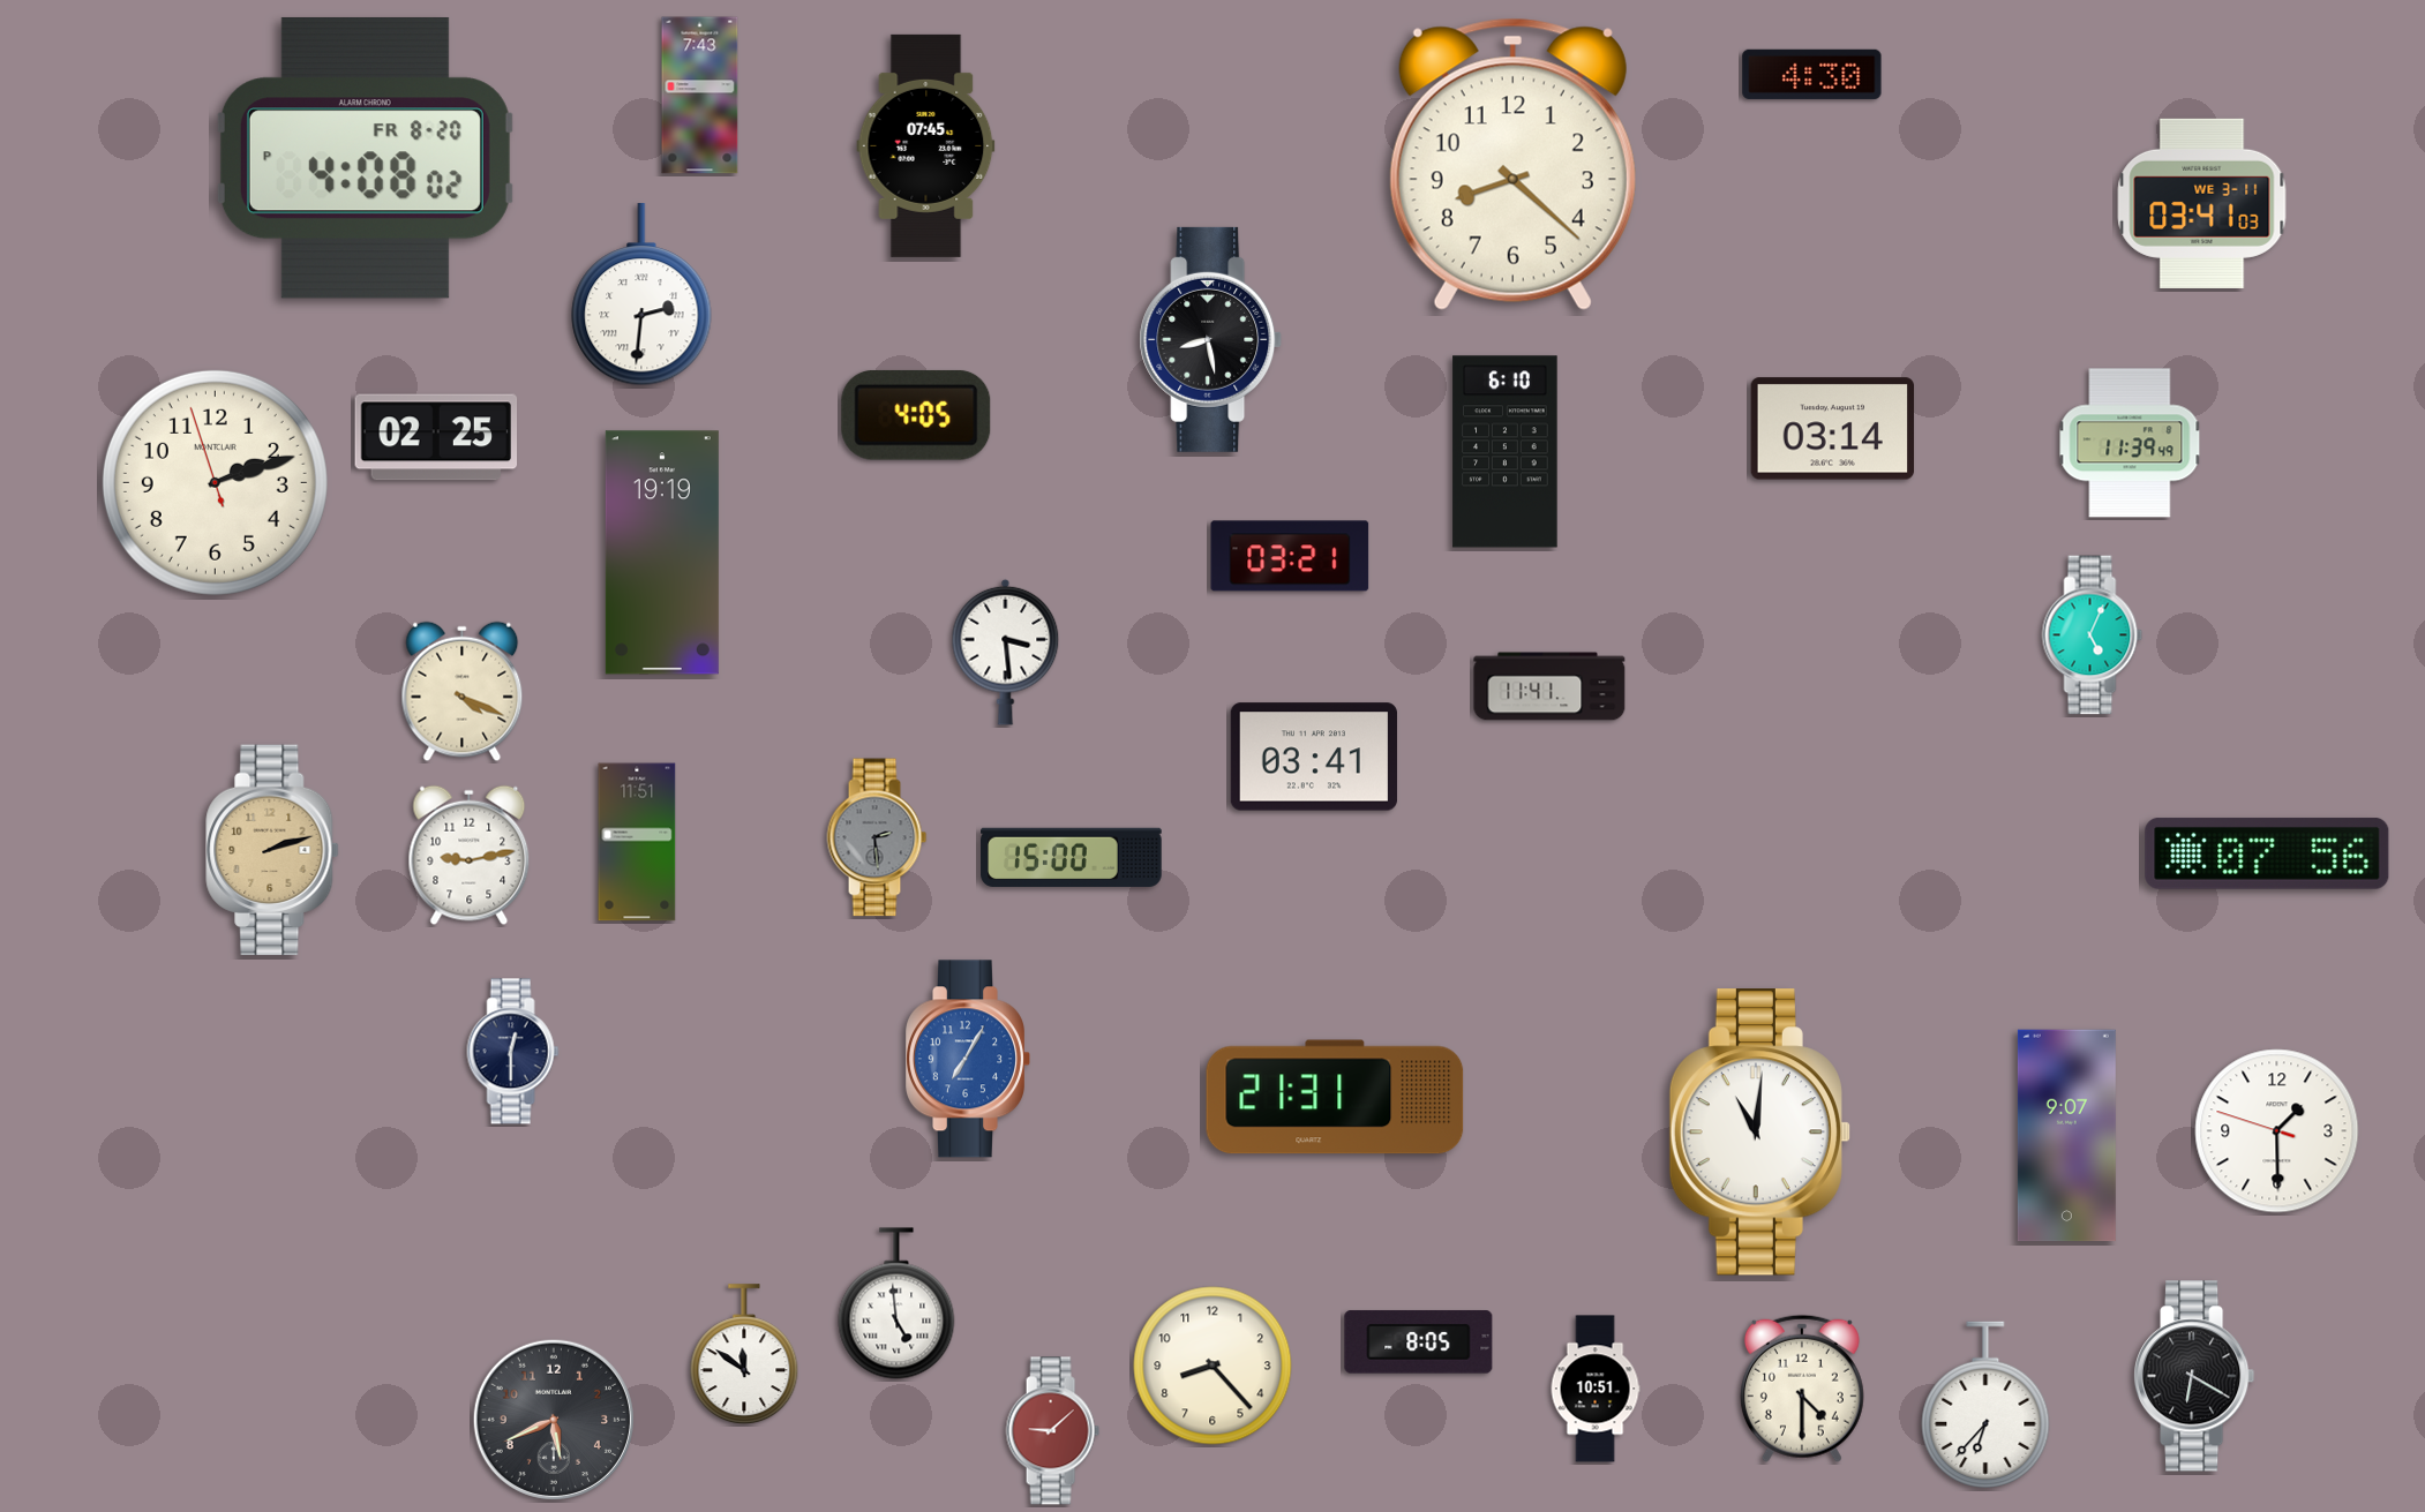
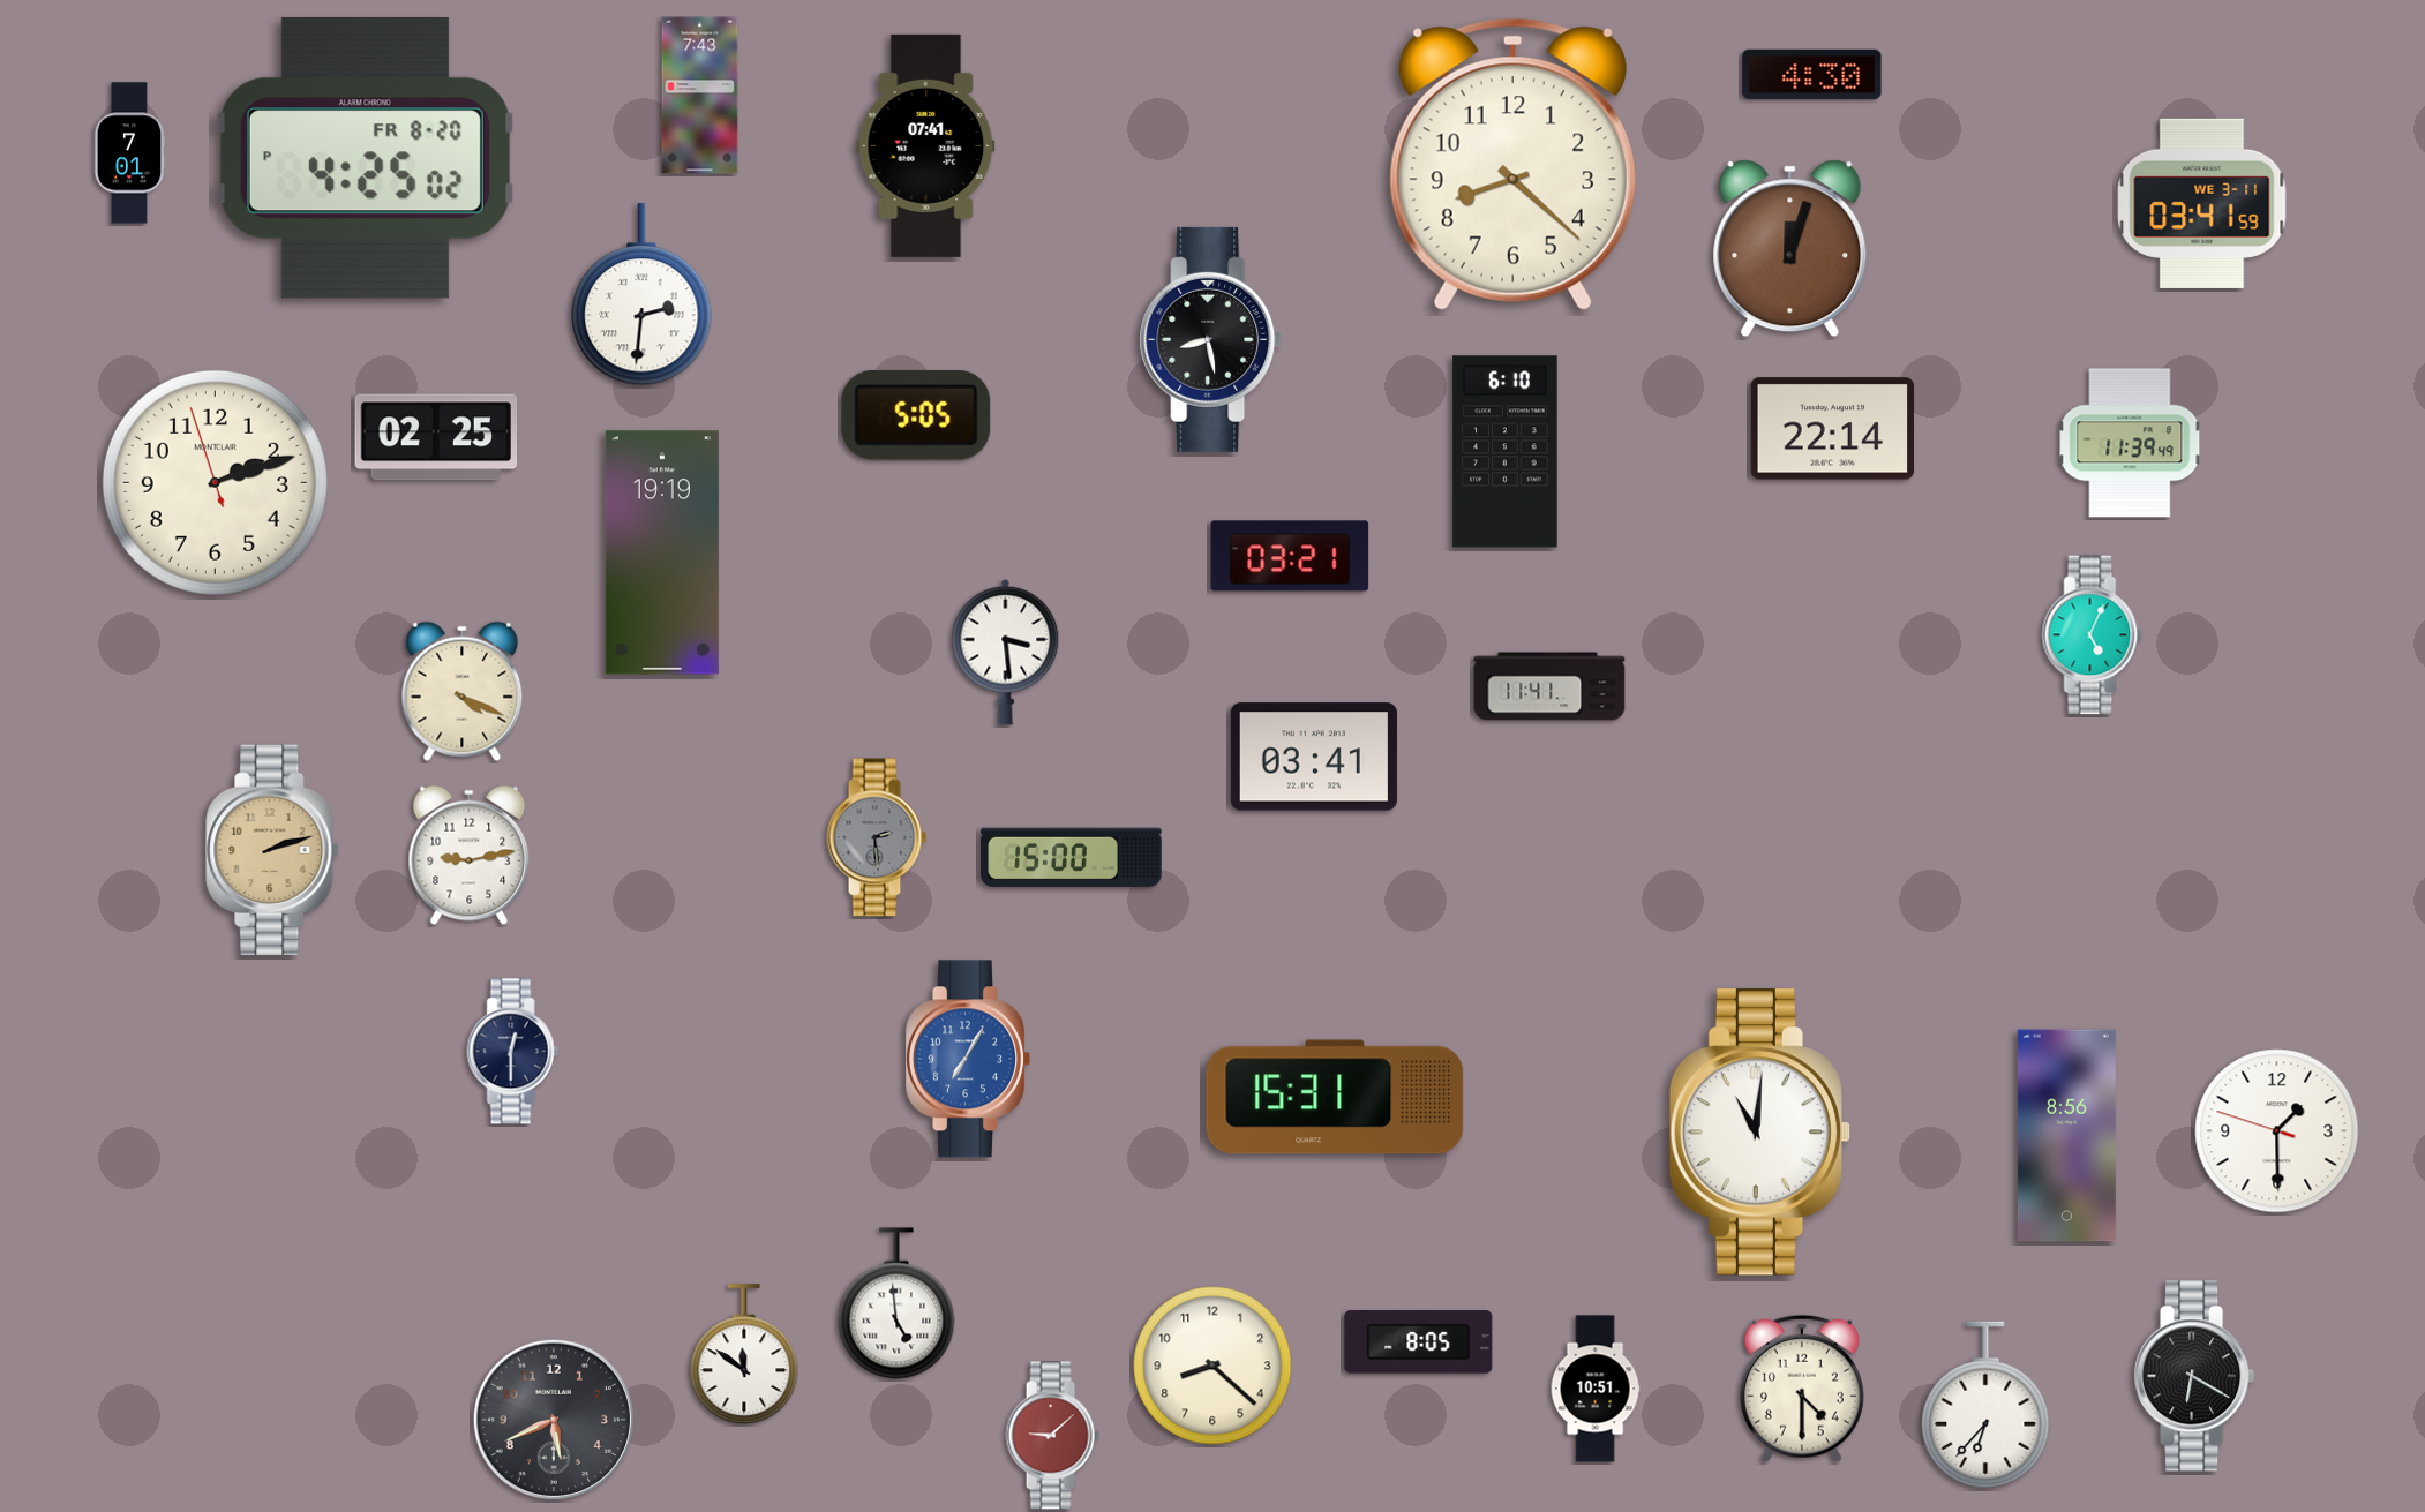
clock at (926, 145): 07:45 -> 07:41
clock at (129, 153): none -> 7:01
clock at (366, 158): 4:08 -> 4:25
clock at (2202, 203): 03:41:03 -> 03:41:59
clock at (1790, 249): none -> 12:03
clock at (916, 415): 4:05 -> 5:05
clock at (1833, 429): 03:14 -> 22:14
clock at (637, 842): 11:51 -> none
clock at (2267, 853): 07:56 -> none
clock at (1335, 1097): 21:31 -> 15:31
clock at (2066, 1136): 9:07 -> 8:56
clock at (1212, 1366): 8:23 -> 8:22
clock at (1052, 1431) position: (1052, 1431) -> (1052, 1436)
